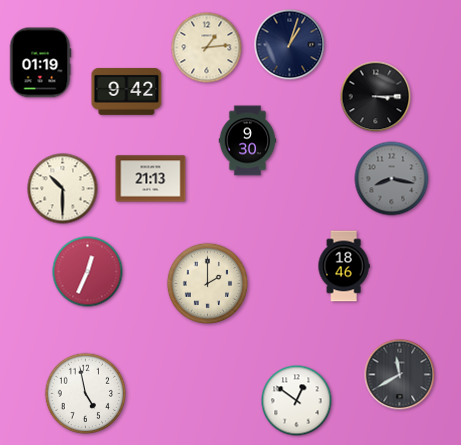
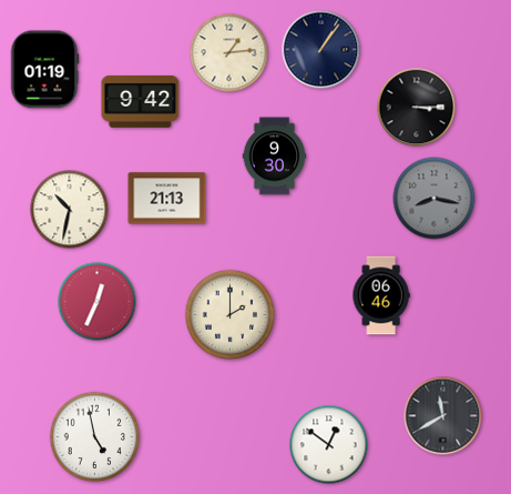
clock at (290, 45): 1:03 -> 1:06
clock at (63, 189): 10:30 -> 10:32
clock at (344, 266): 18:46 -> 06:46
